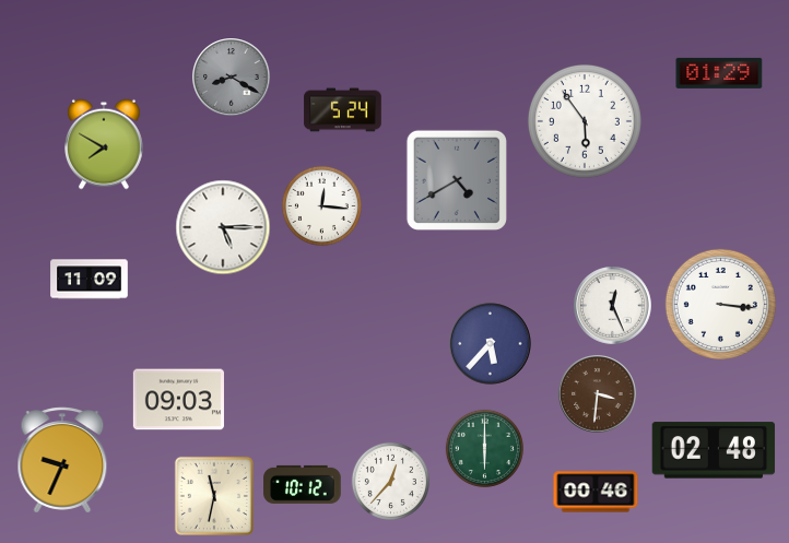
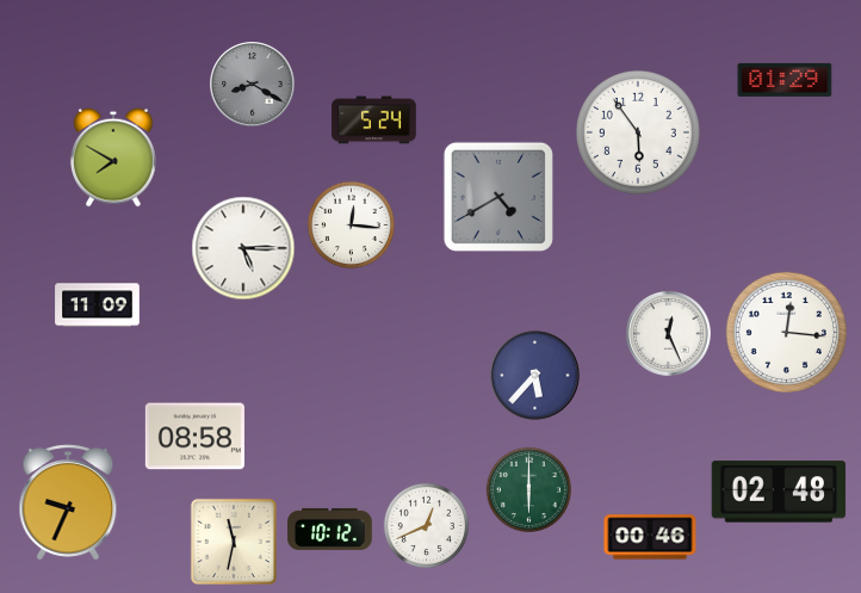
clock at (720, 304): 3:16 -> 12:16
clock at (598, 394): 3:31 -> none
clock at (178, 400): 09:03 -> 08:58
clock at (390, 481): 12:37 -> 12:41
